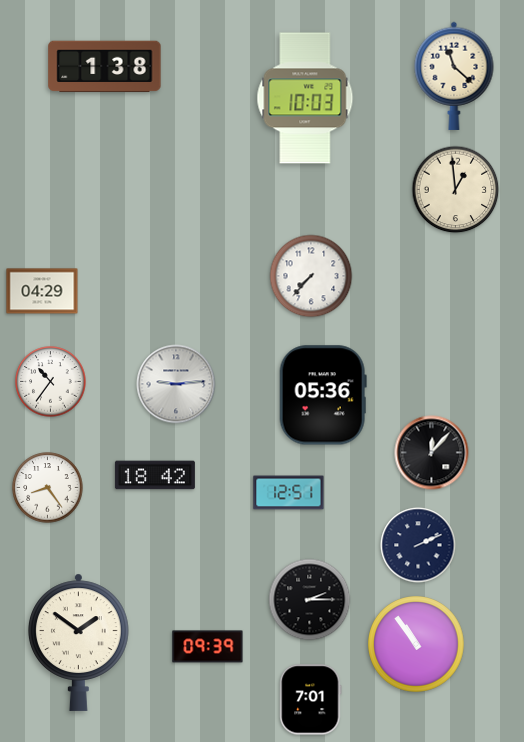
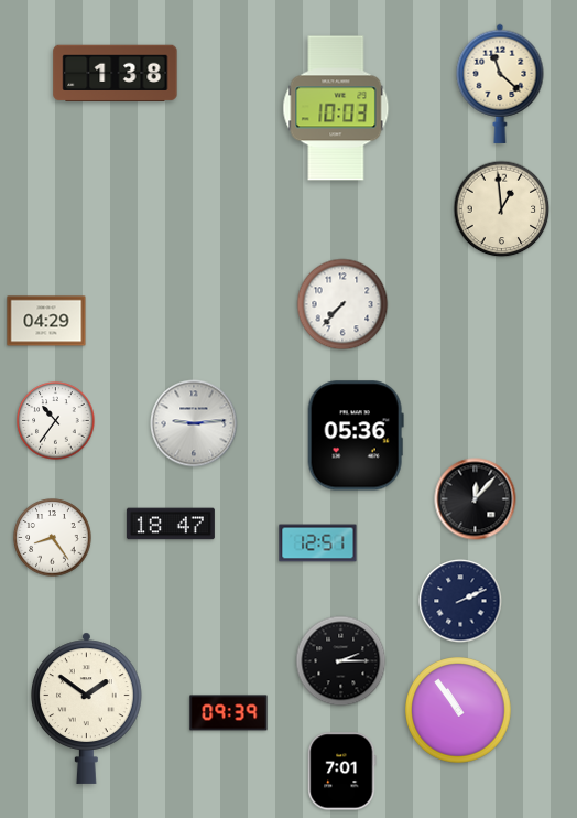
clock at (155, 475): 18:42 -> 18:47
